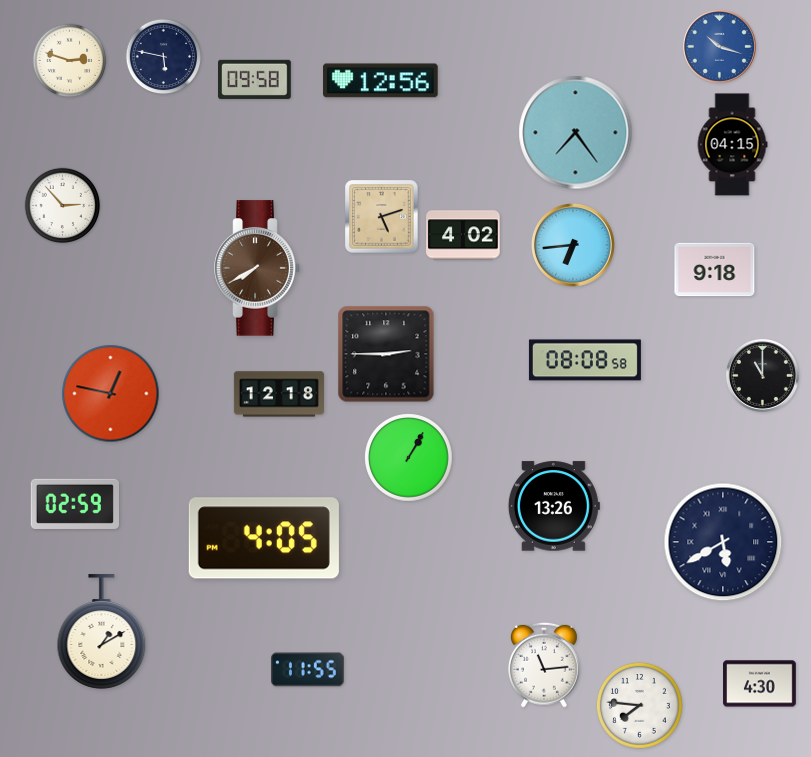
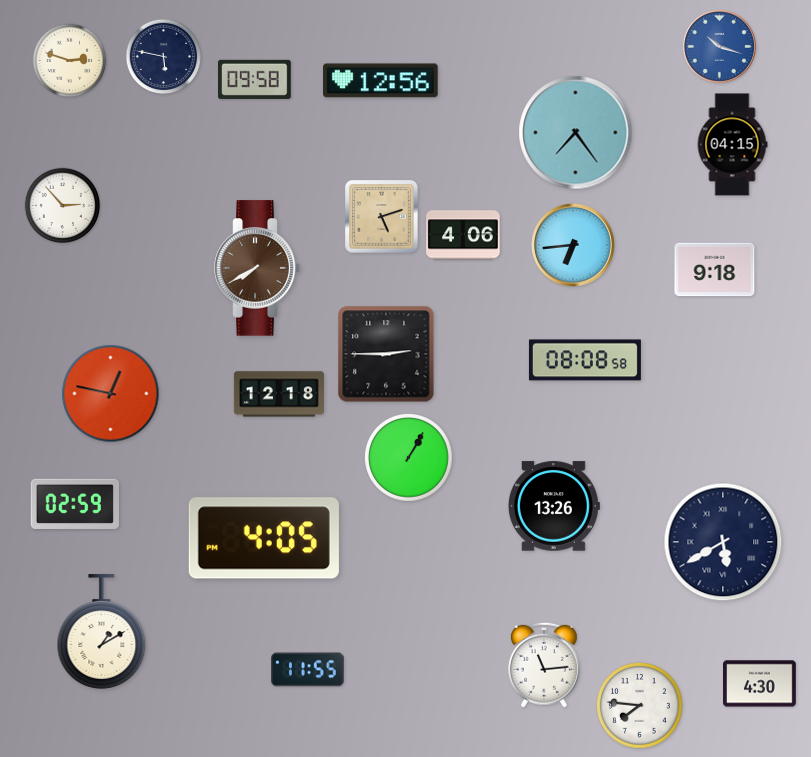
clock at (463, 235): 4:02 -> 4:06
clock at (762, 375): 11:00 -> none
